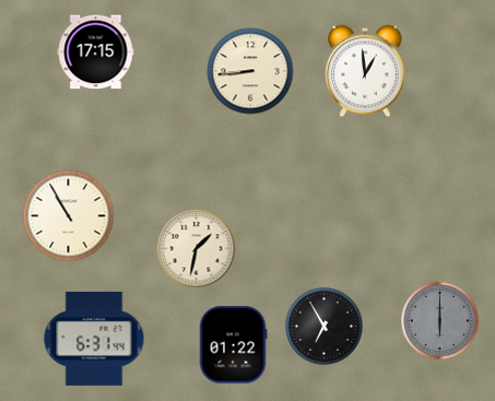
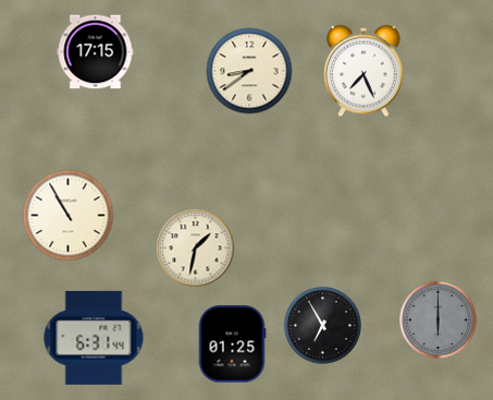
clock at (250, 71): 8:44 -> 8:39
clock at (365, 71): 12:59 -> 7:26
clock at (233, 345): 01:22 -> 01:25
